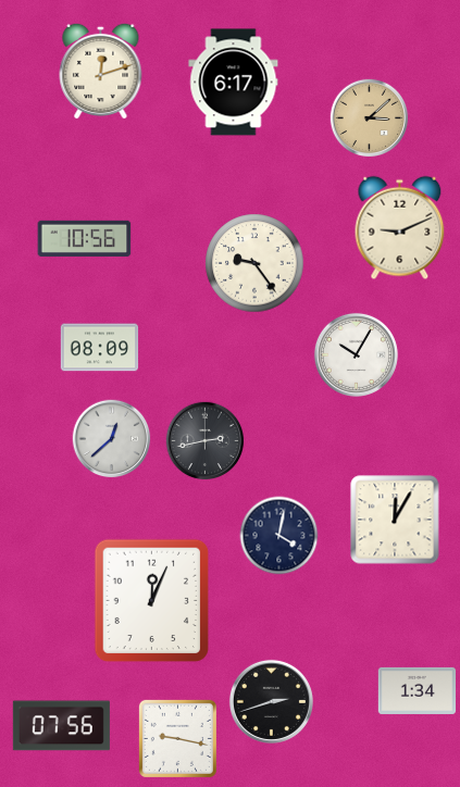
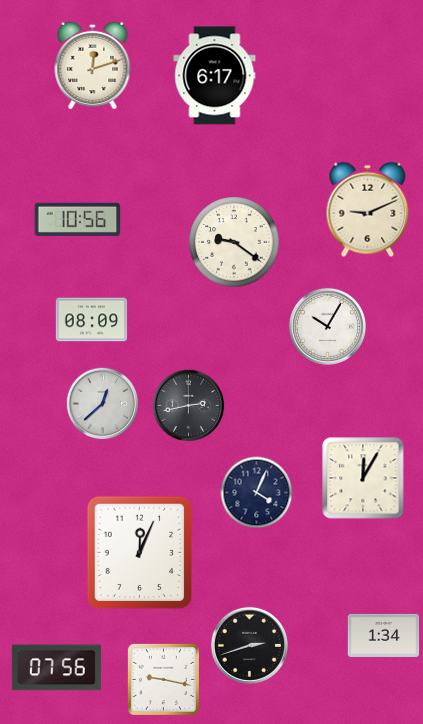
clock at (370, 118): 3:08 -> none
clock at (254, 263): 9:24 -> 9:21
clock at (279, 536): 4:02 -> 4:04
